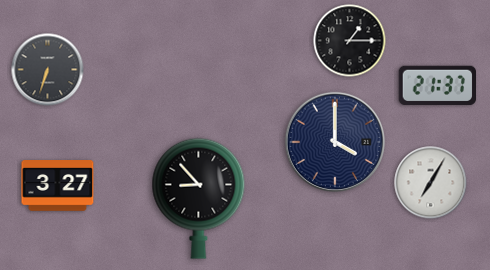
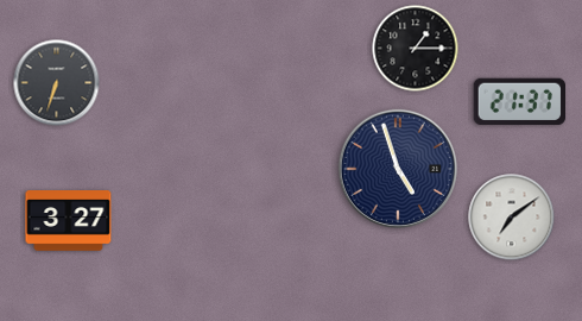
clock at (335, 142): 4:00 -> 4:57
clock at (431, 183): 7:05 -> 7:09
clock at (199, 198): 8:53 -> none
